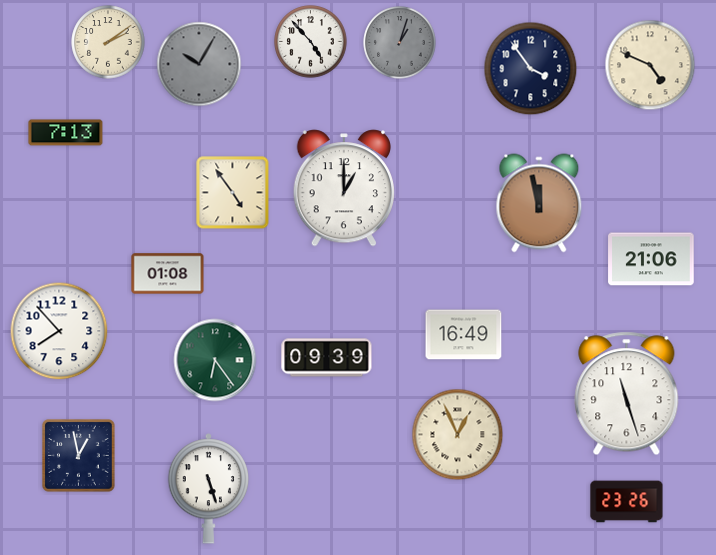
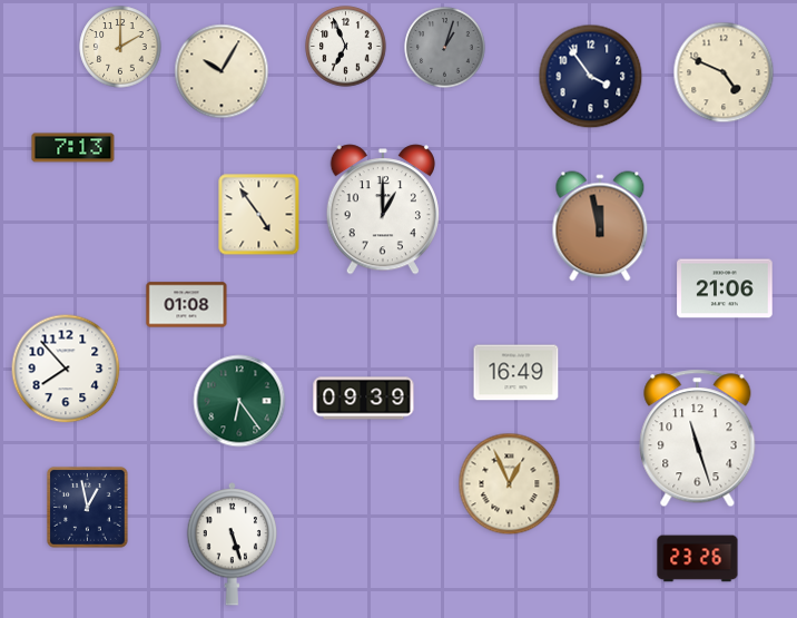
clock at (108, 42): 2:09 -> 2:00
clock at (311, 42): 4:53 -> 6:56
clock at (199, 64) dial: grey -> cream
